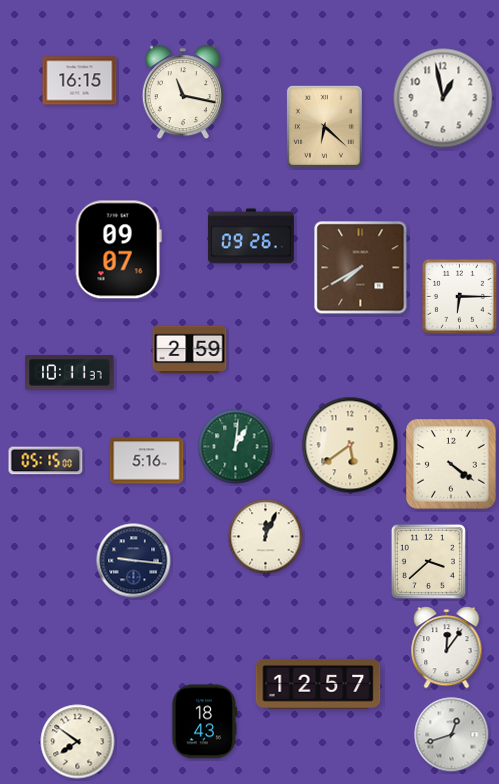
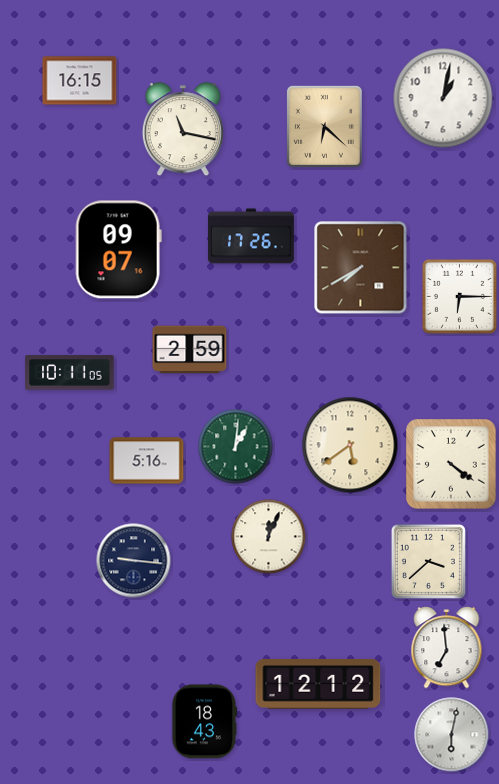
clock at (183, 93) position: (183, 93) -> (183, 130)
clock at (443, 98): 12:58 -> 1:02
clock at (251, 236): 09:26 -> 17:26
clock at (70, 373): 10:11:37 -> 10:11:05
clock at (46, 461): 05:15 -> none
clock at (266, 537) position: (266, 537) -> (269, 537)
clock at (447, 648): 12:06 -> 6:59
clock at (318, 684): 12:57 -> 12:12
clock at (452, 735): 12:42 -> 6:02
clock at (78, 742): 7:51 -> none
